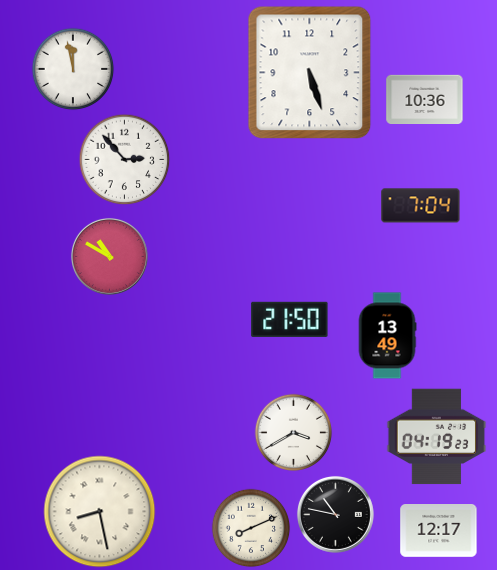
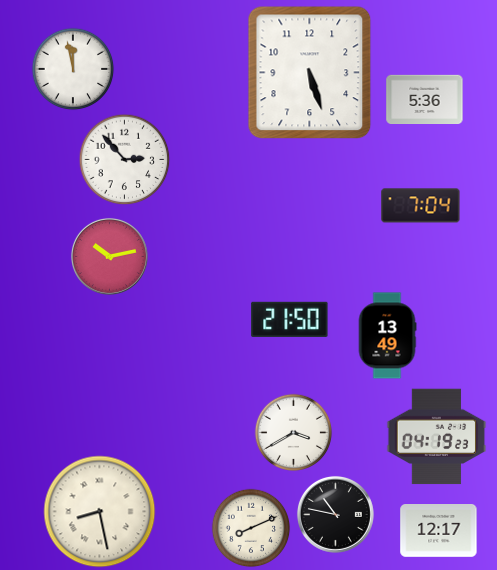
clock at (425, 100): 10:36 -> 5:36
clock at (109, 256): 10:50 -> 10:13
